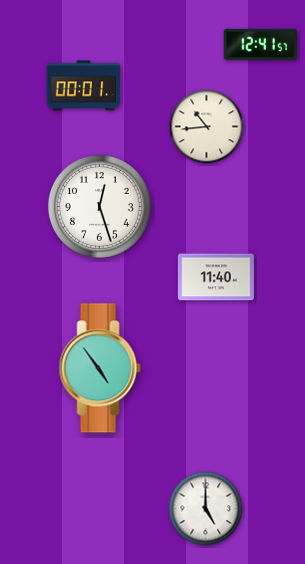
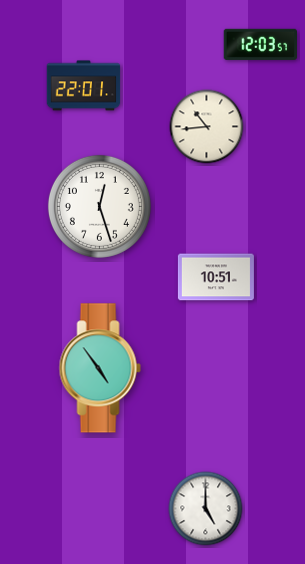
clock at (261, 44): 12:41 -> 12:03
clock at (84, 86): 00:01 -> 22:01
clock at (216, 277): 11:40 -> 10:51
